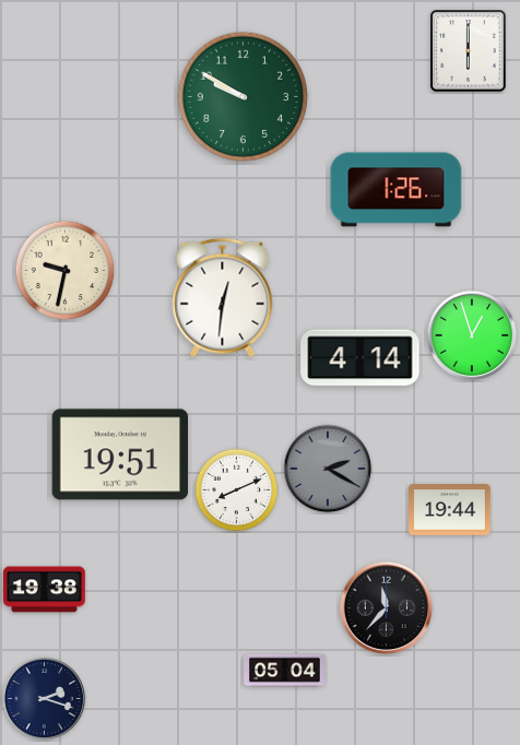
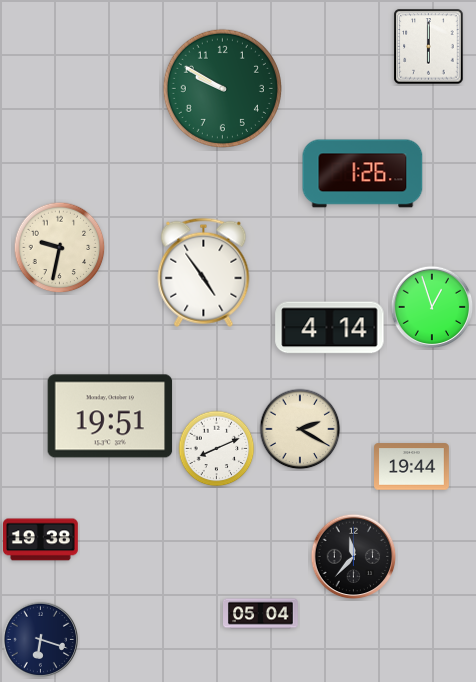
clock at (223, 297): 12:31 -> 4:54
clock at (328, 469) dial: grey -> cream
clock at (44, 698): 2:18 -> 6:18
